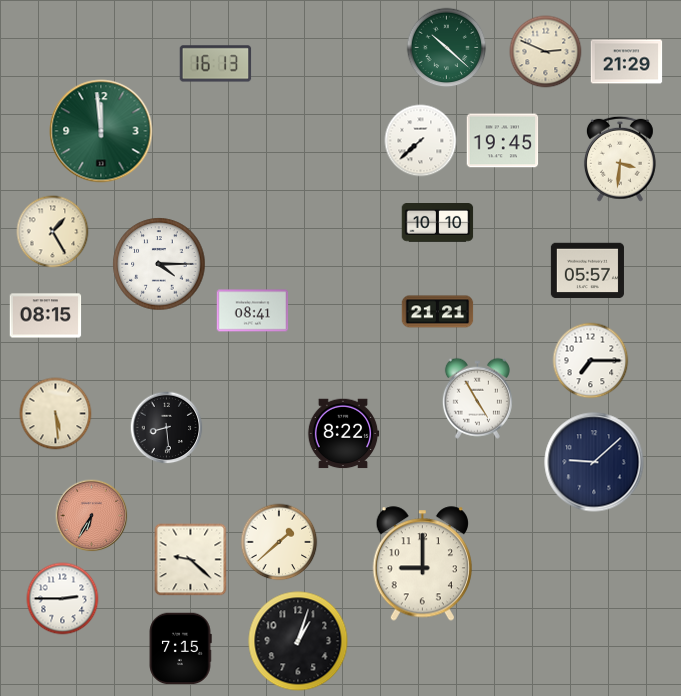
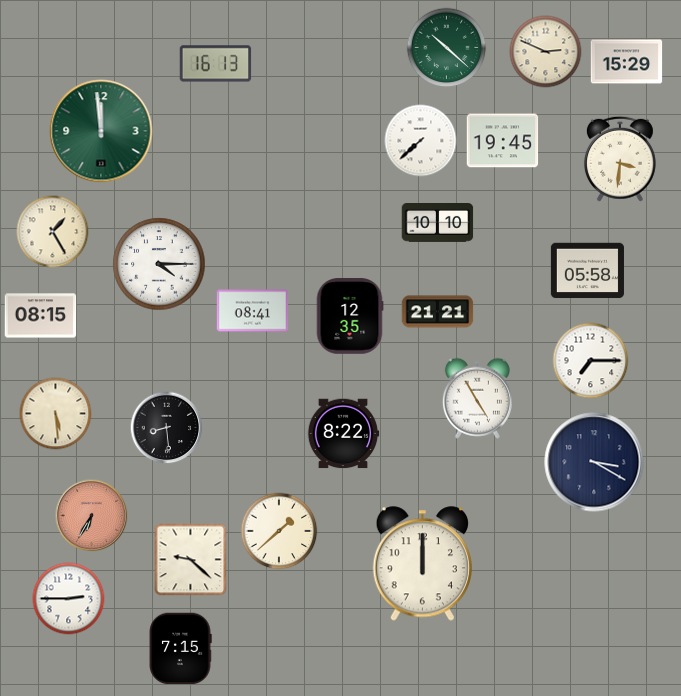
clock at (627, 62): 21:29 -> 15:29
clock at (587, 271): 05:57 -> 05:58
clock at (46, 316) position: (46, 316) -> (41, 316)
clock at (350, 316): none -> 12:35
clock at (594, 462): 9:08 -> 3:20
clock at (279, 542) position: (279, 542) -> (279, 531)
clock at (422, 564): 9:00 -> 12:00
clock at (63, 599) position: (63, 599) -> (69, 599)
clock at (298, 641): 1:03 -> none
